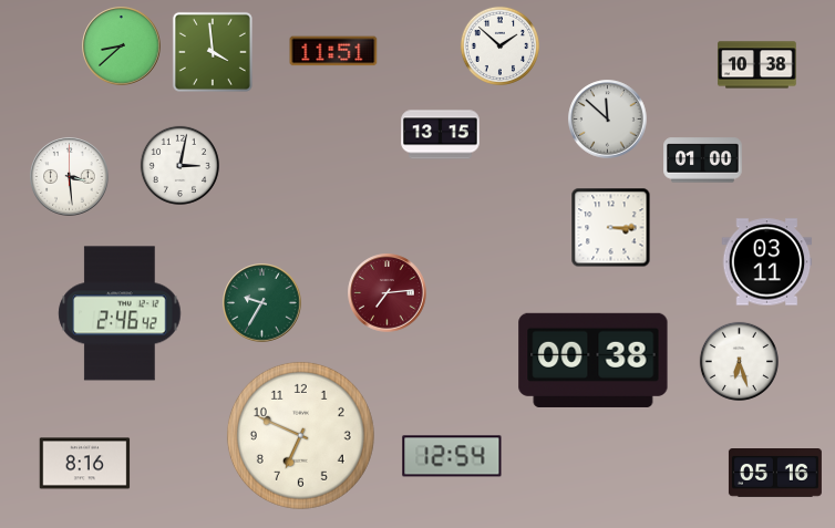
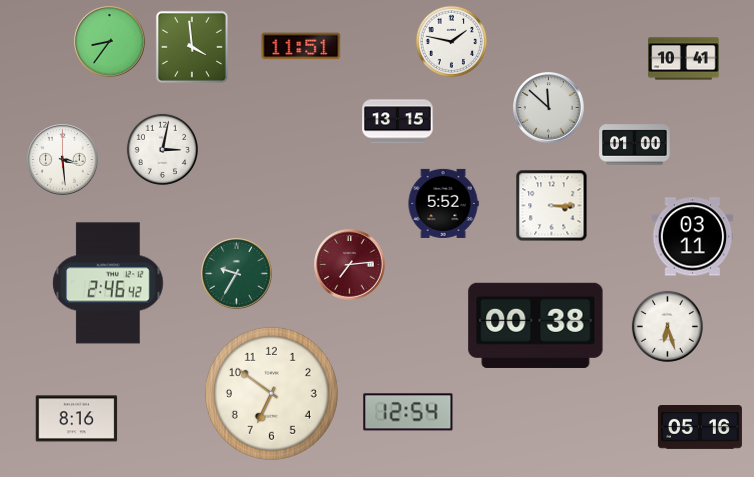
clock at (499, 45): 1:52 -> 1:47
clock at (122, 46): 8:38 -> 8:36
clock at (757, 65): 10:38 -> 10:41
clock at (443, 203): none -> 5:52
clock at (300, 435): 6:49 -> 6:51
